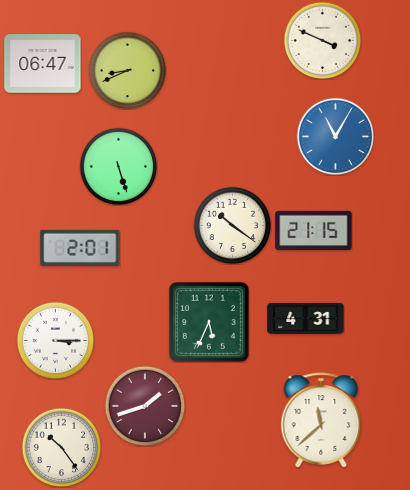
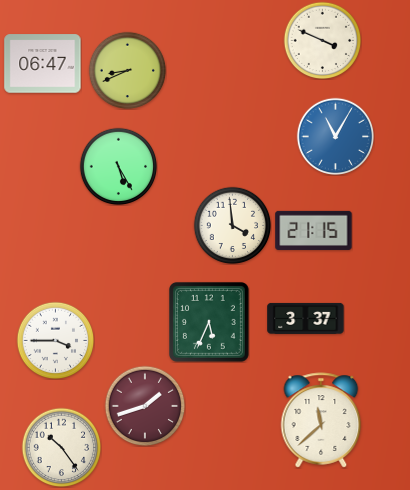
clock at (118, 166): 5:27 -> 5:25
clock at (232, 225): 10:21 -> 3:59
clock at (80, 248): 2:01 -> none
clock at (306, 318): 4:31 -> 3:37
clock at (55, 340): 3:15 -> 3:45
